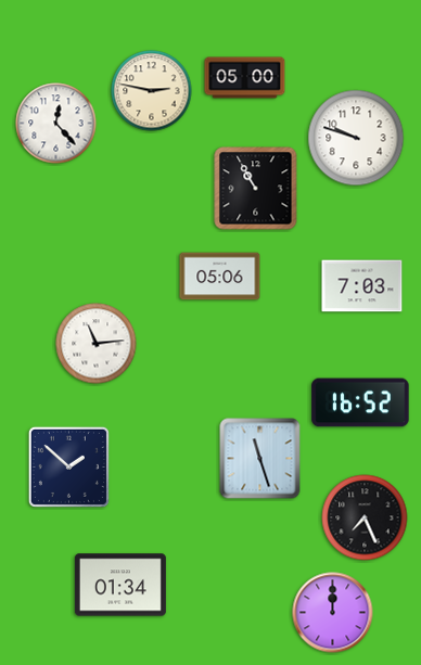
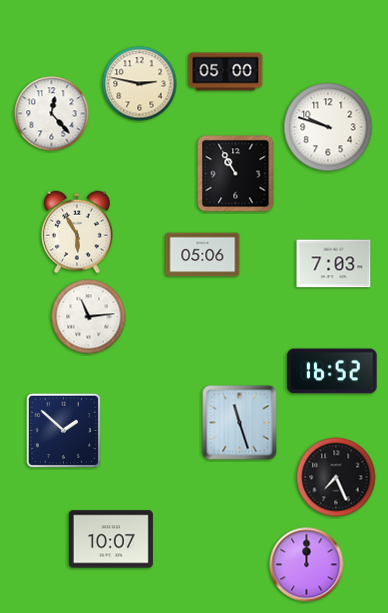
clock at (77, 232): none -> 5:55
clock at (120, 585): 01:34 -> 10:07
